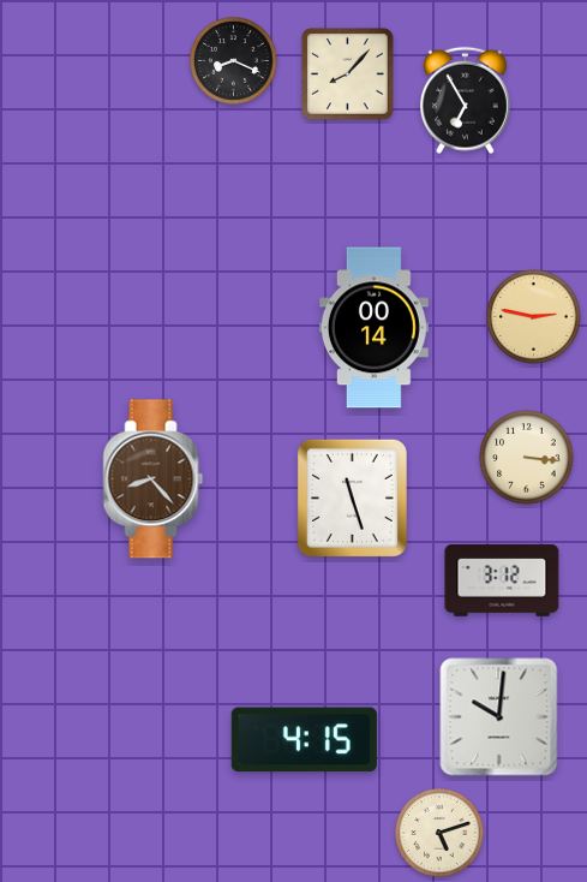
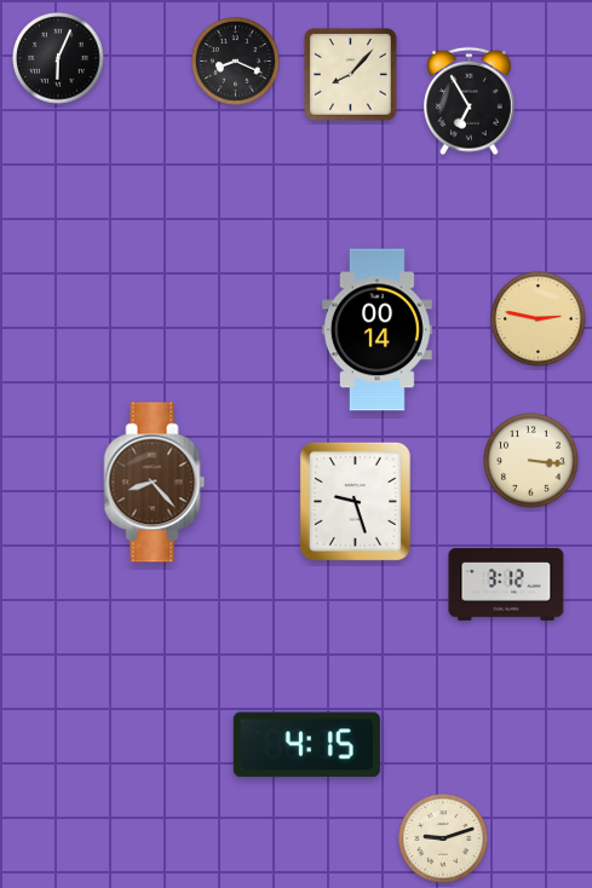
clock at (58, 58): none -> 6:04
clock at (352, 497): 11:27 -> 9:27
clock at (499, 717): 10:01 -> none
clock at (439, 833): 5:12 -> 9:12
